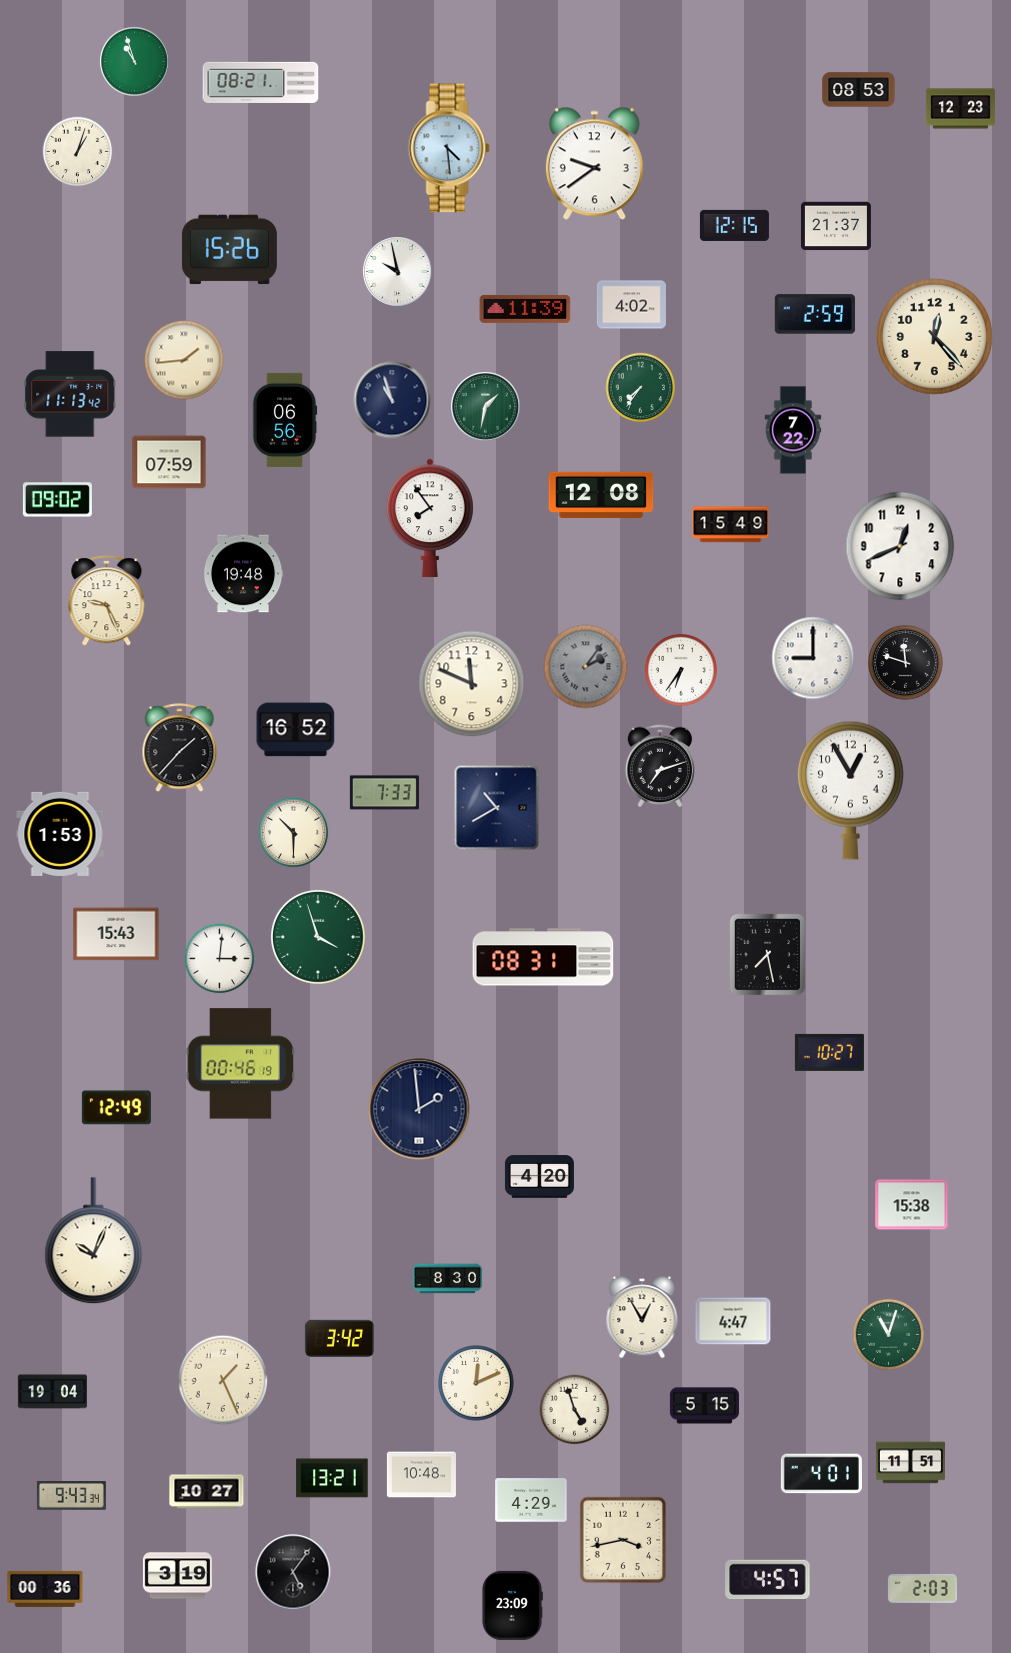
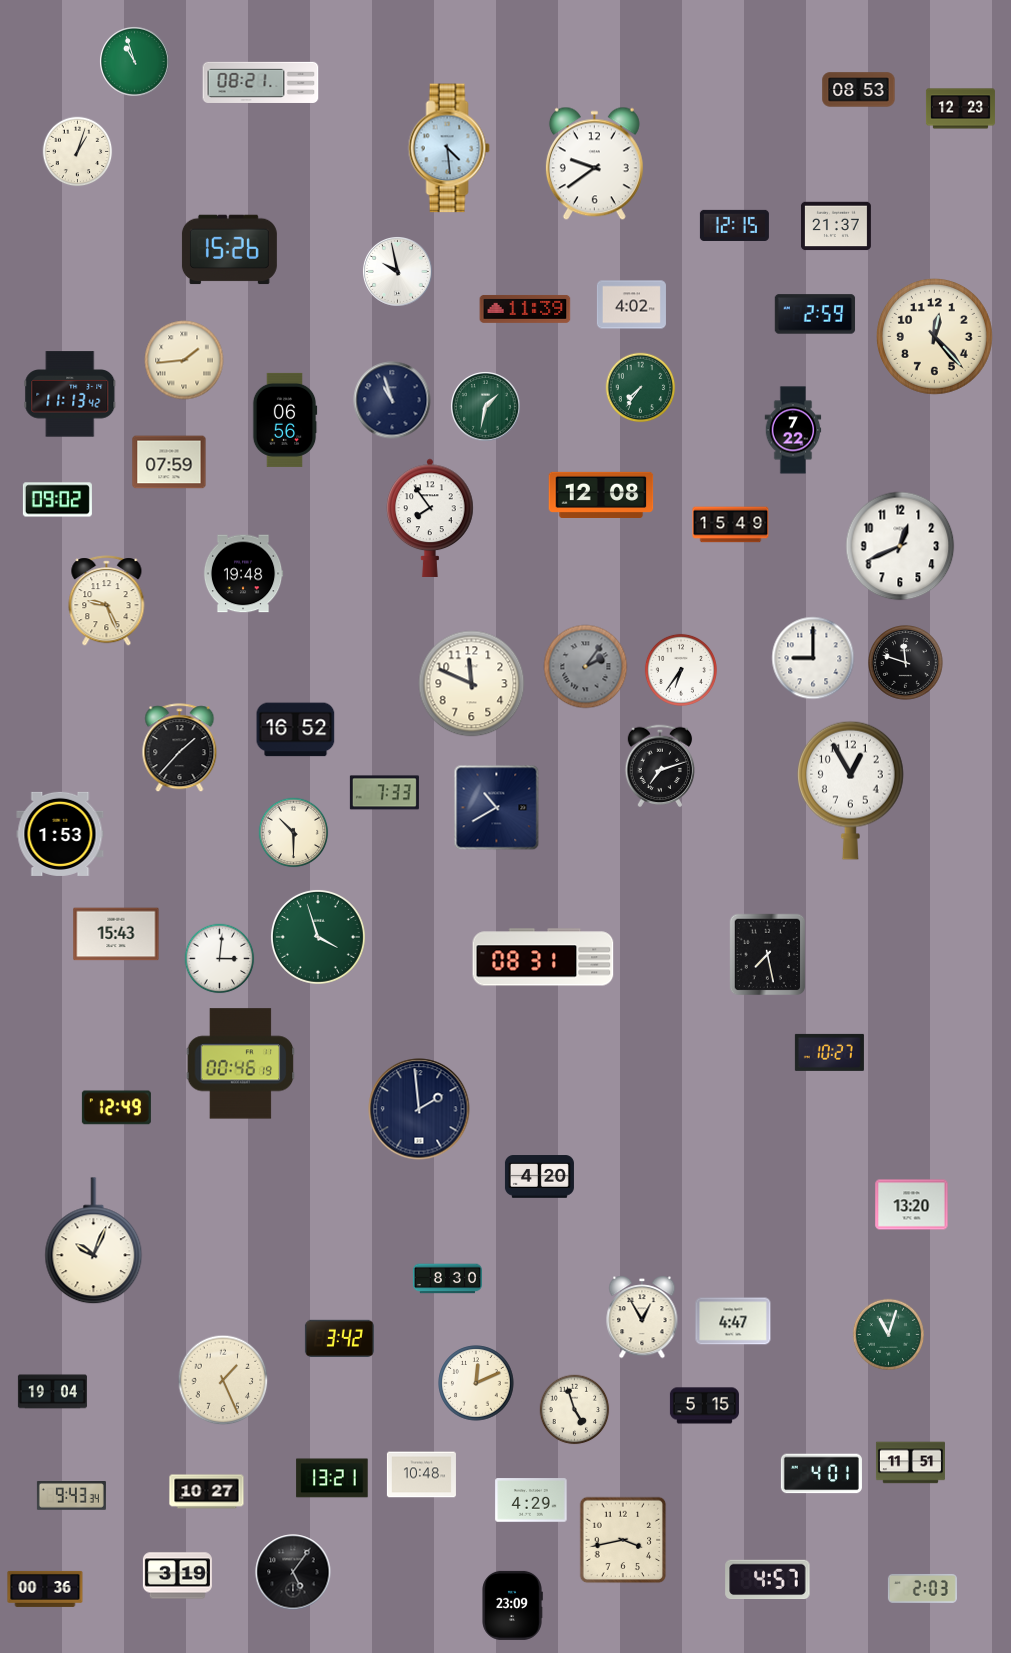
clock at (912, 1205): 15:38 -> 13:20
